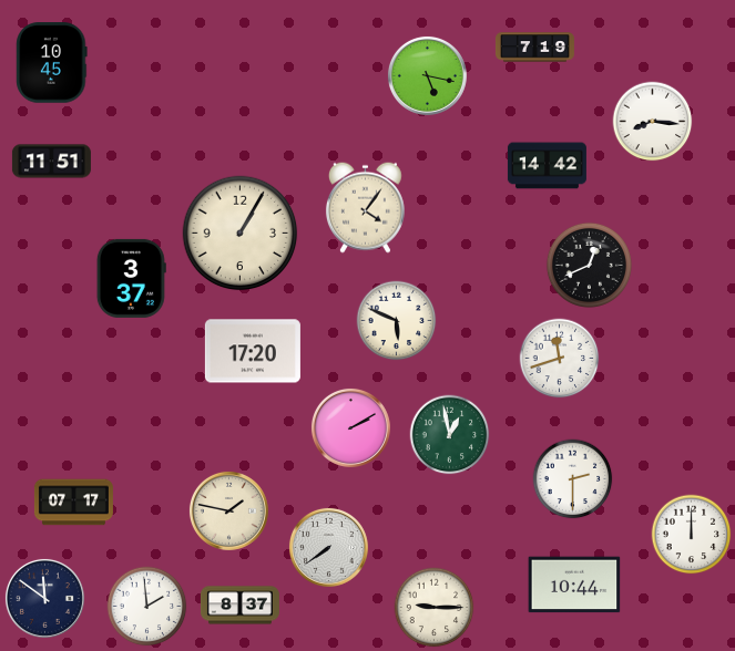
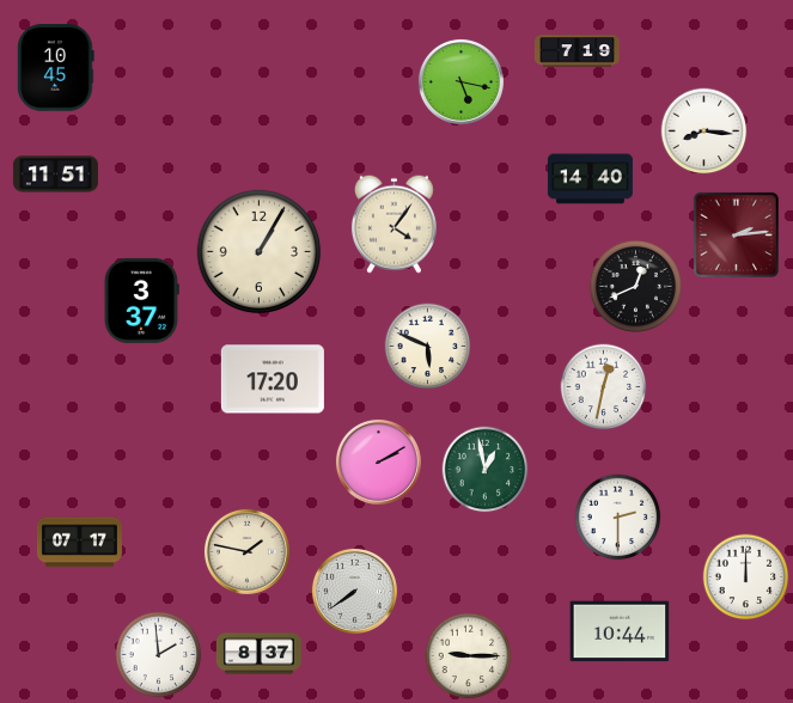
clock at (547, 166): 14:42 -> 14:40
clock at (736, 234): none -> 2:14
clock at (560, 359): 11:42 -> 12:32
clock at (44, 598): 11:51 -> none
